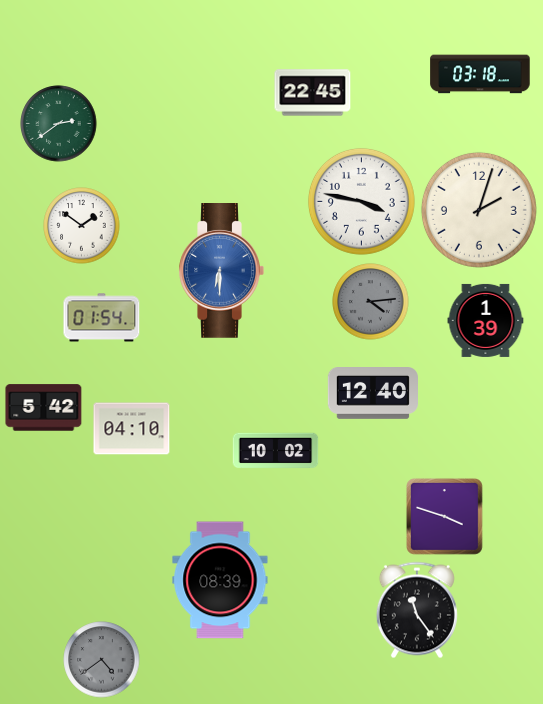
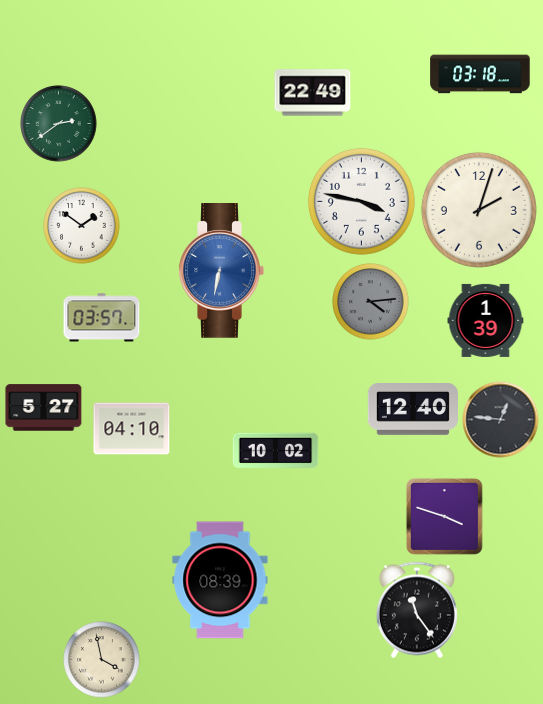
clock at (313, 93): 22:45 -> 22:49
clock at (221, 271): 6:30 -> 6:32
clock at (102, 318): 01:54 -> 03:57
clock at (373, 394) position: (373, 394) -> (413, 410)
clock at (44, 408): 5:42 -> 5:27
clock at (501, 420): none -> 12:46
clock at (102, 660): 4:39 -> 3:58
clock at (102, 660) dial: grey -> cream
